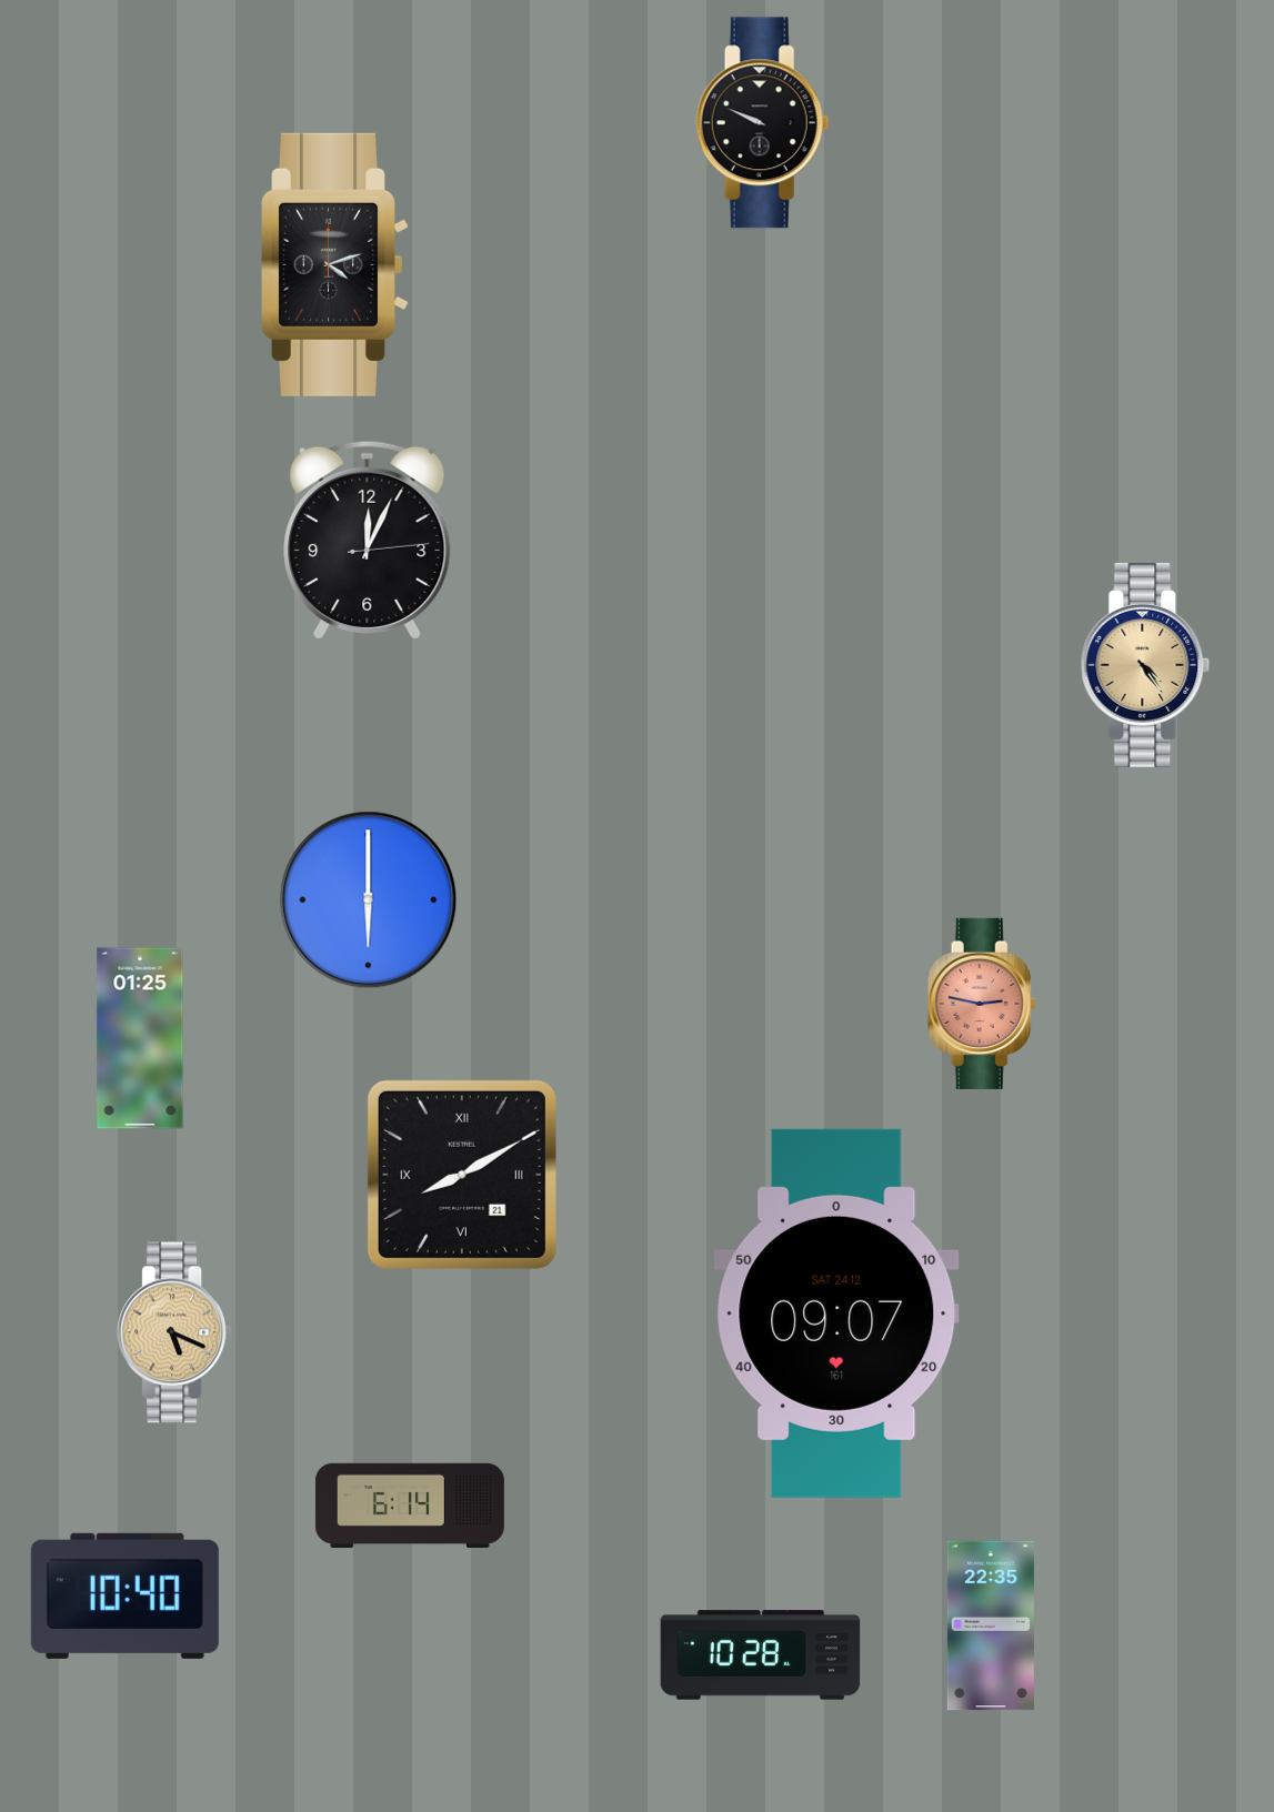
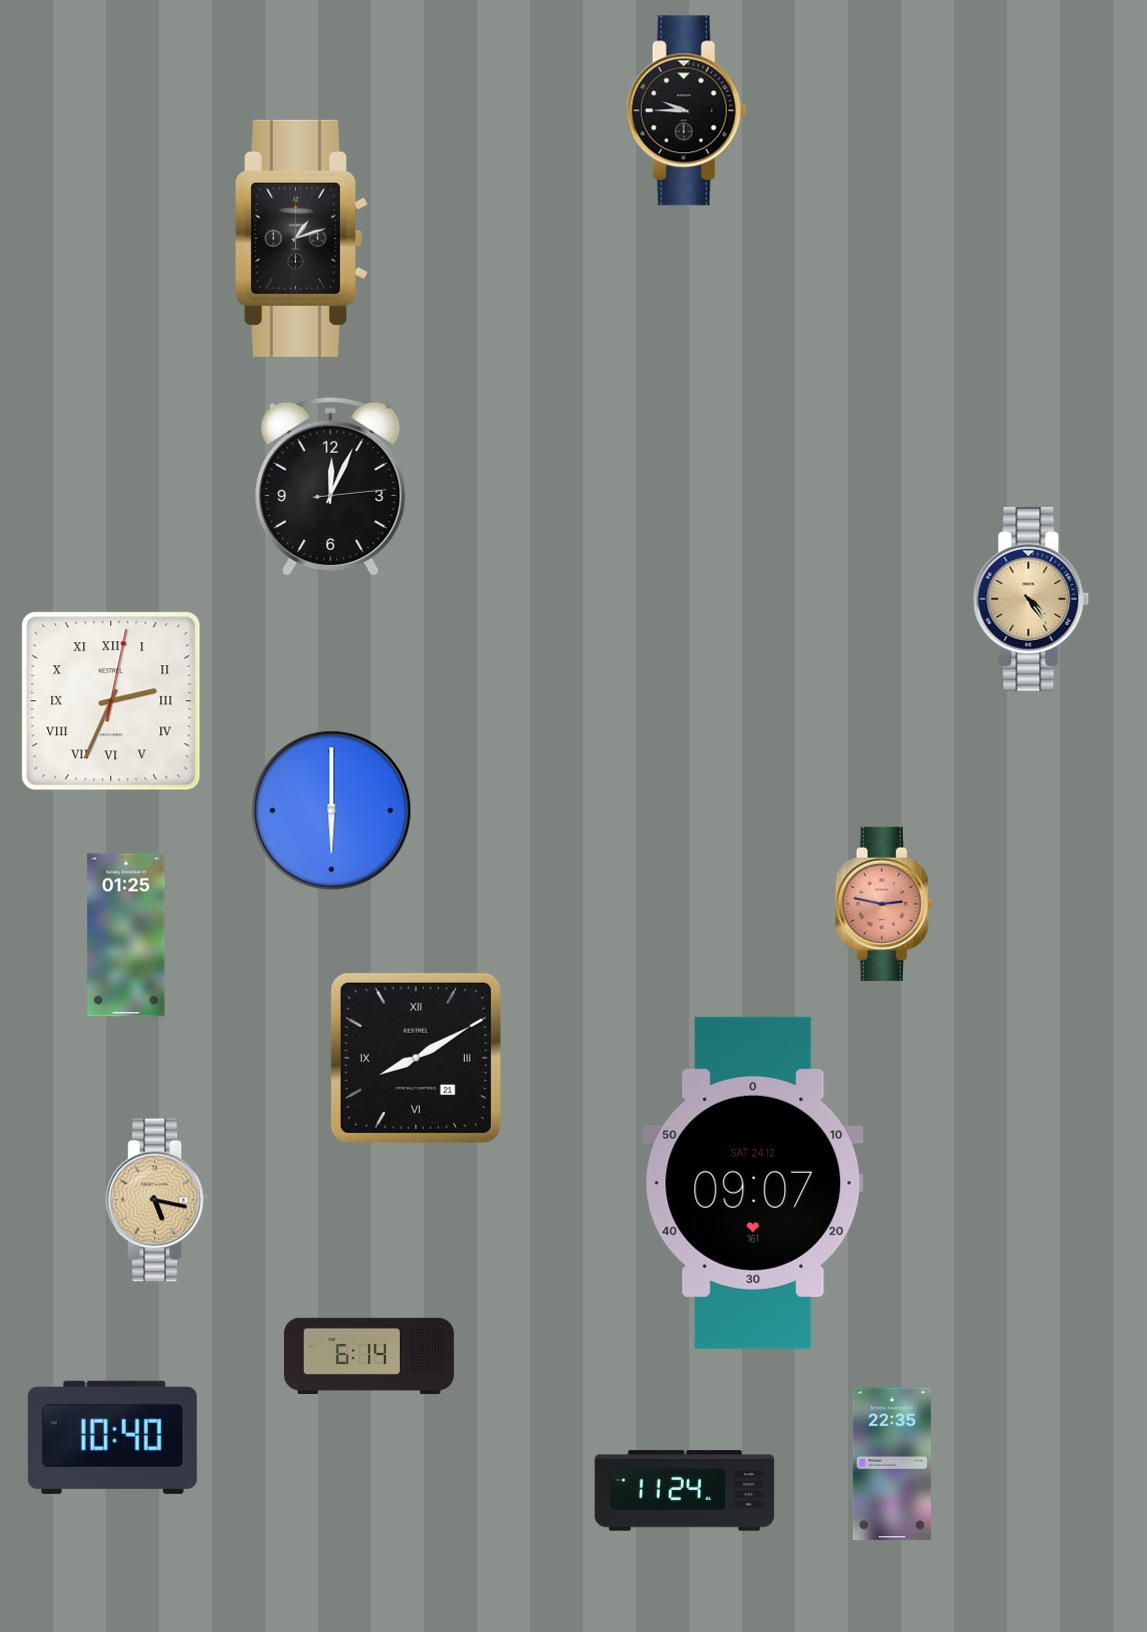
clock at (762, 123): 9:49 -> 9:45
clock at (335, 264): 4:12 -> 1:12
clock at (111, 701): none -> 2:34
clock at (174, 1332): 5:19 -> 5:17
clock at (761, 1655): 10:28 -> 11:24
